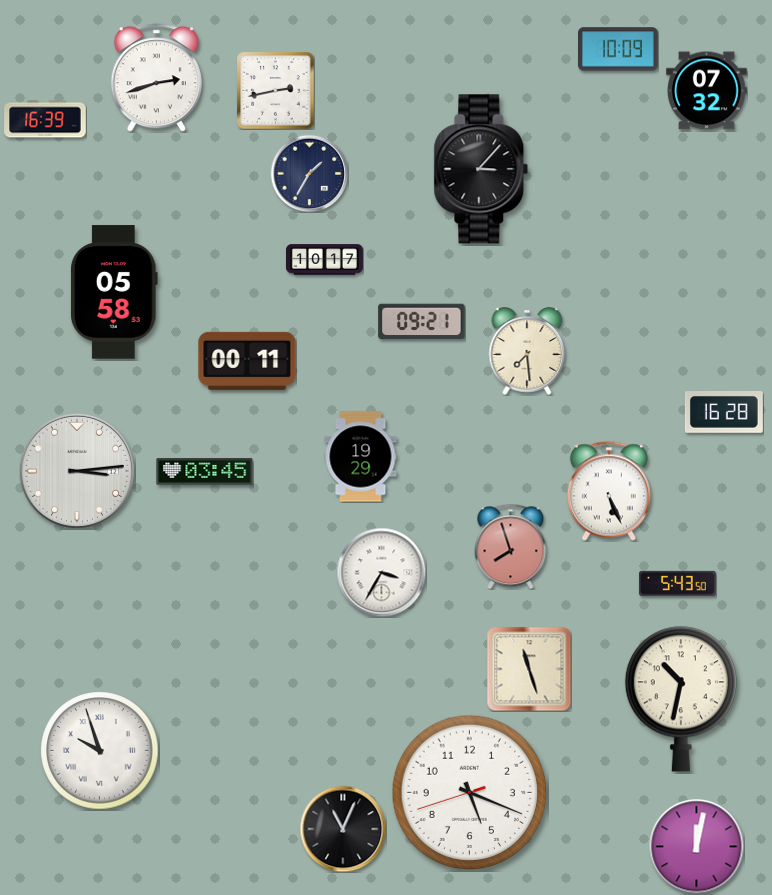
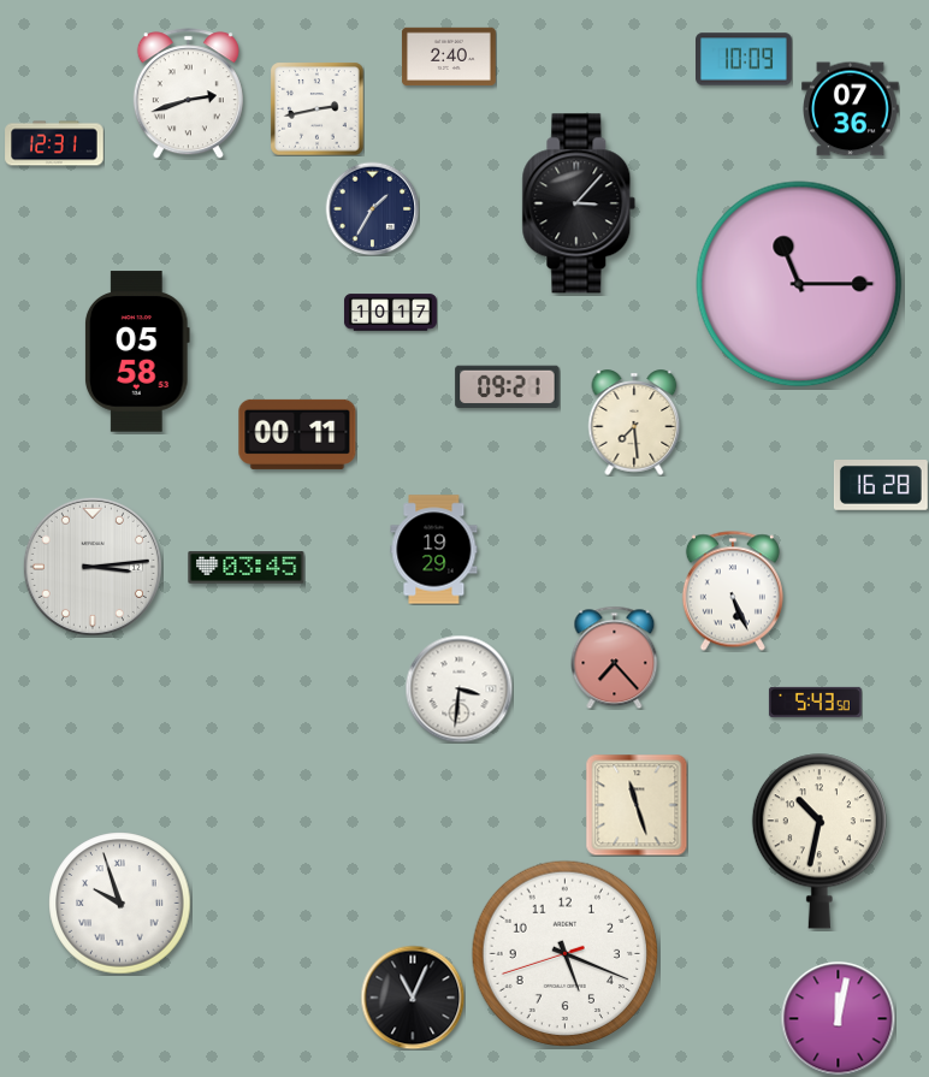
clock at (449, 57): none -> 2:40
clock at (275, 90) position: (275, 90) -> (316, 108)
clock at (707, 91): 07:32 -> 07:36
clock at (45, 119): 16:39 -> 12:31
clock at (799, 284): none -> 11:15
clock at (724, 413) position: (724, 413) -> (881, 486)
clock at (511, 546): 7:57 -> 7:23
clock at (381, 572): 3:35 -> 3:31
